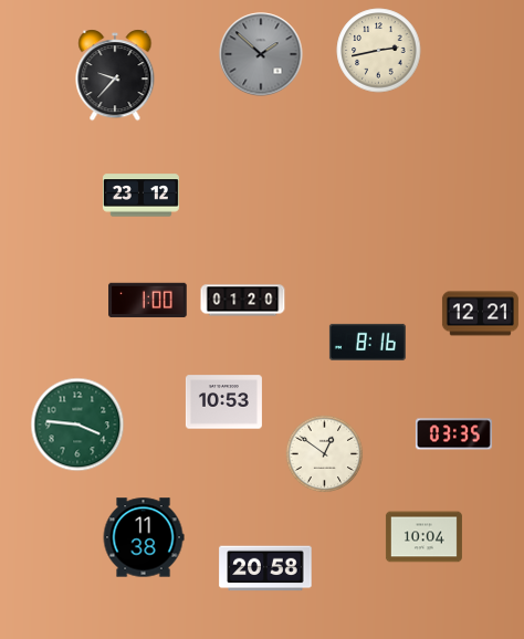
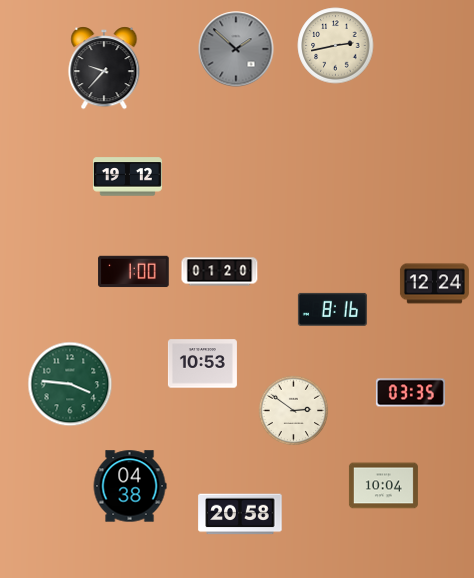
clock at (379, 51) position: (379, 51) -> (336, 46)
clock at (140, 196): 23:12 -> 19:12
clock at (480, 314): 12:21 -> 12:24
clock at (325, 454): 12:51 -> 2:51
clock at (144, 537): 11:38 -> 04:38
